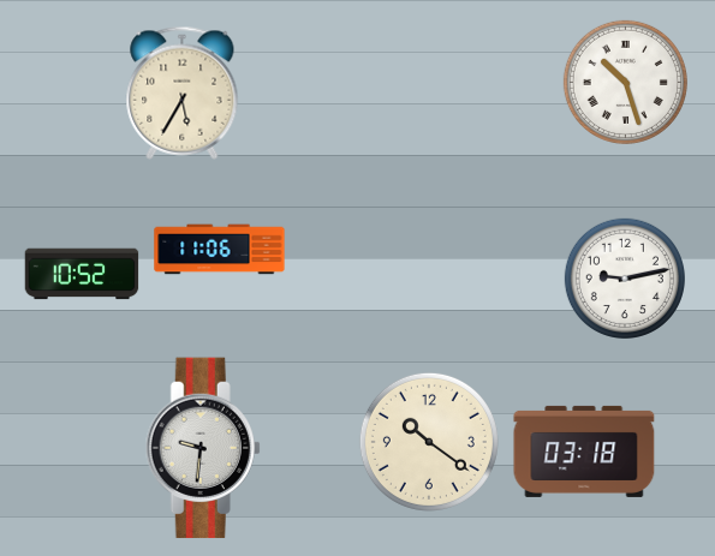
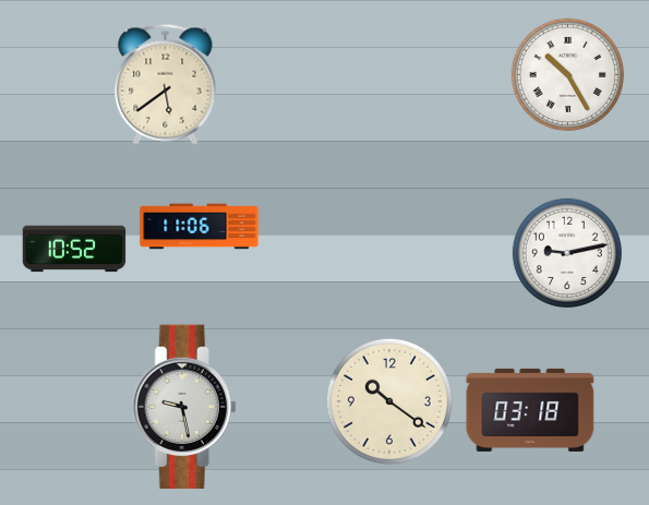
clock at (625, 82): 10:27 -> 10:25
clock at (183, 92): 5:35 -> 5:39
clock at (203, 448): 9:31 -> 9:28
